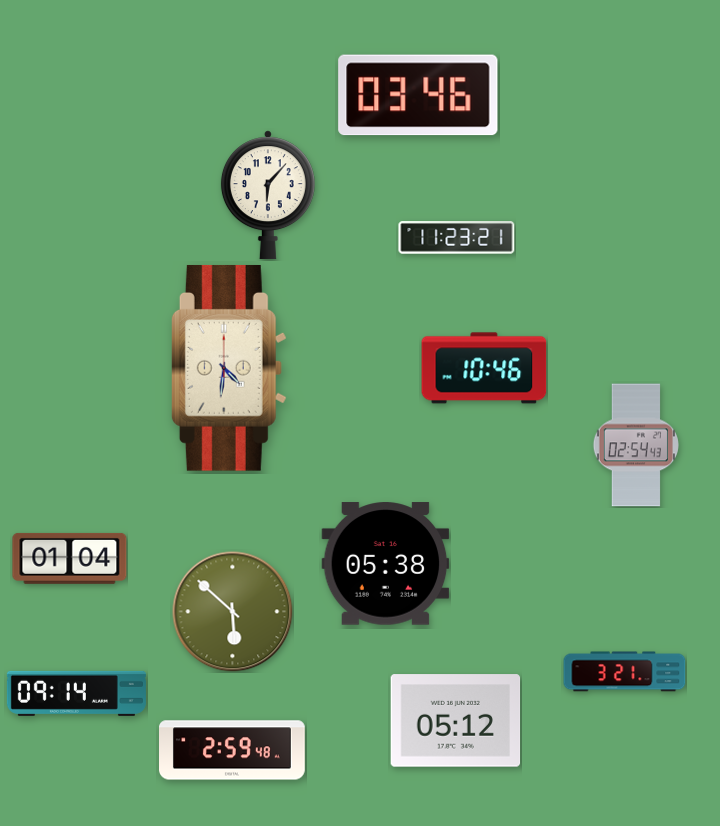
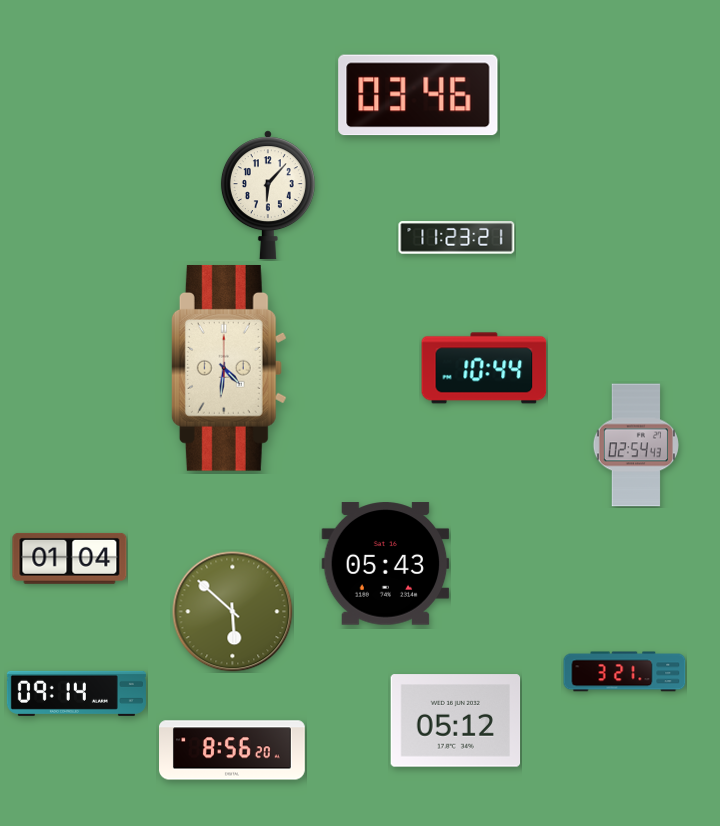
clock at (484, 368): 10:46 -> 10:44
clock at (386, 564): 05:38 -> 05:43
clock at (233, 750): 2:59 -> 8:56
